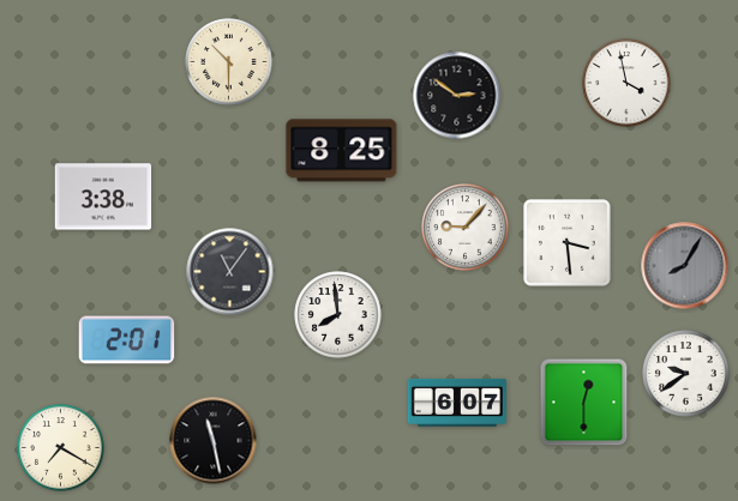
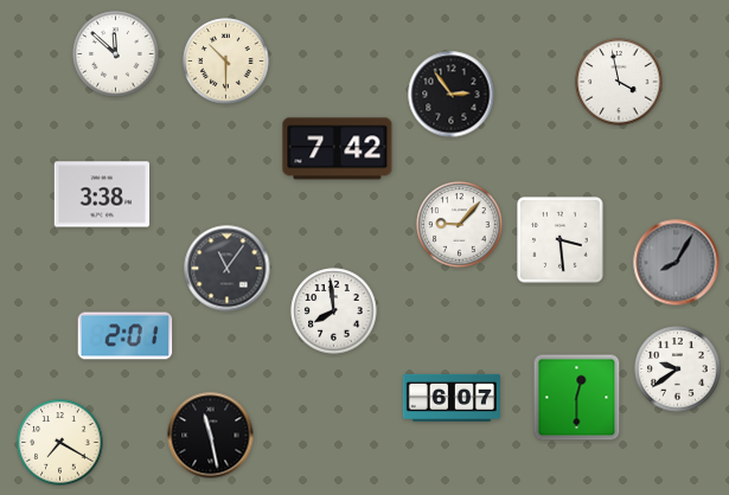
clock at (116, 54): none -> 11:52
clock at (457, 96): 2:51 -> 2:54
clock at (342, 151): 8:25 -> 7:42
